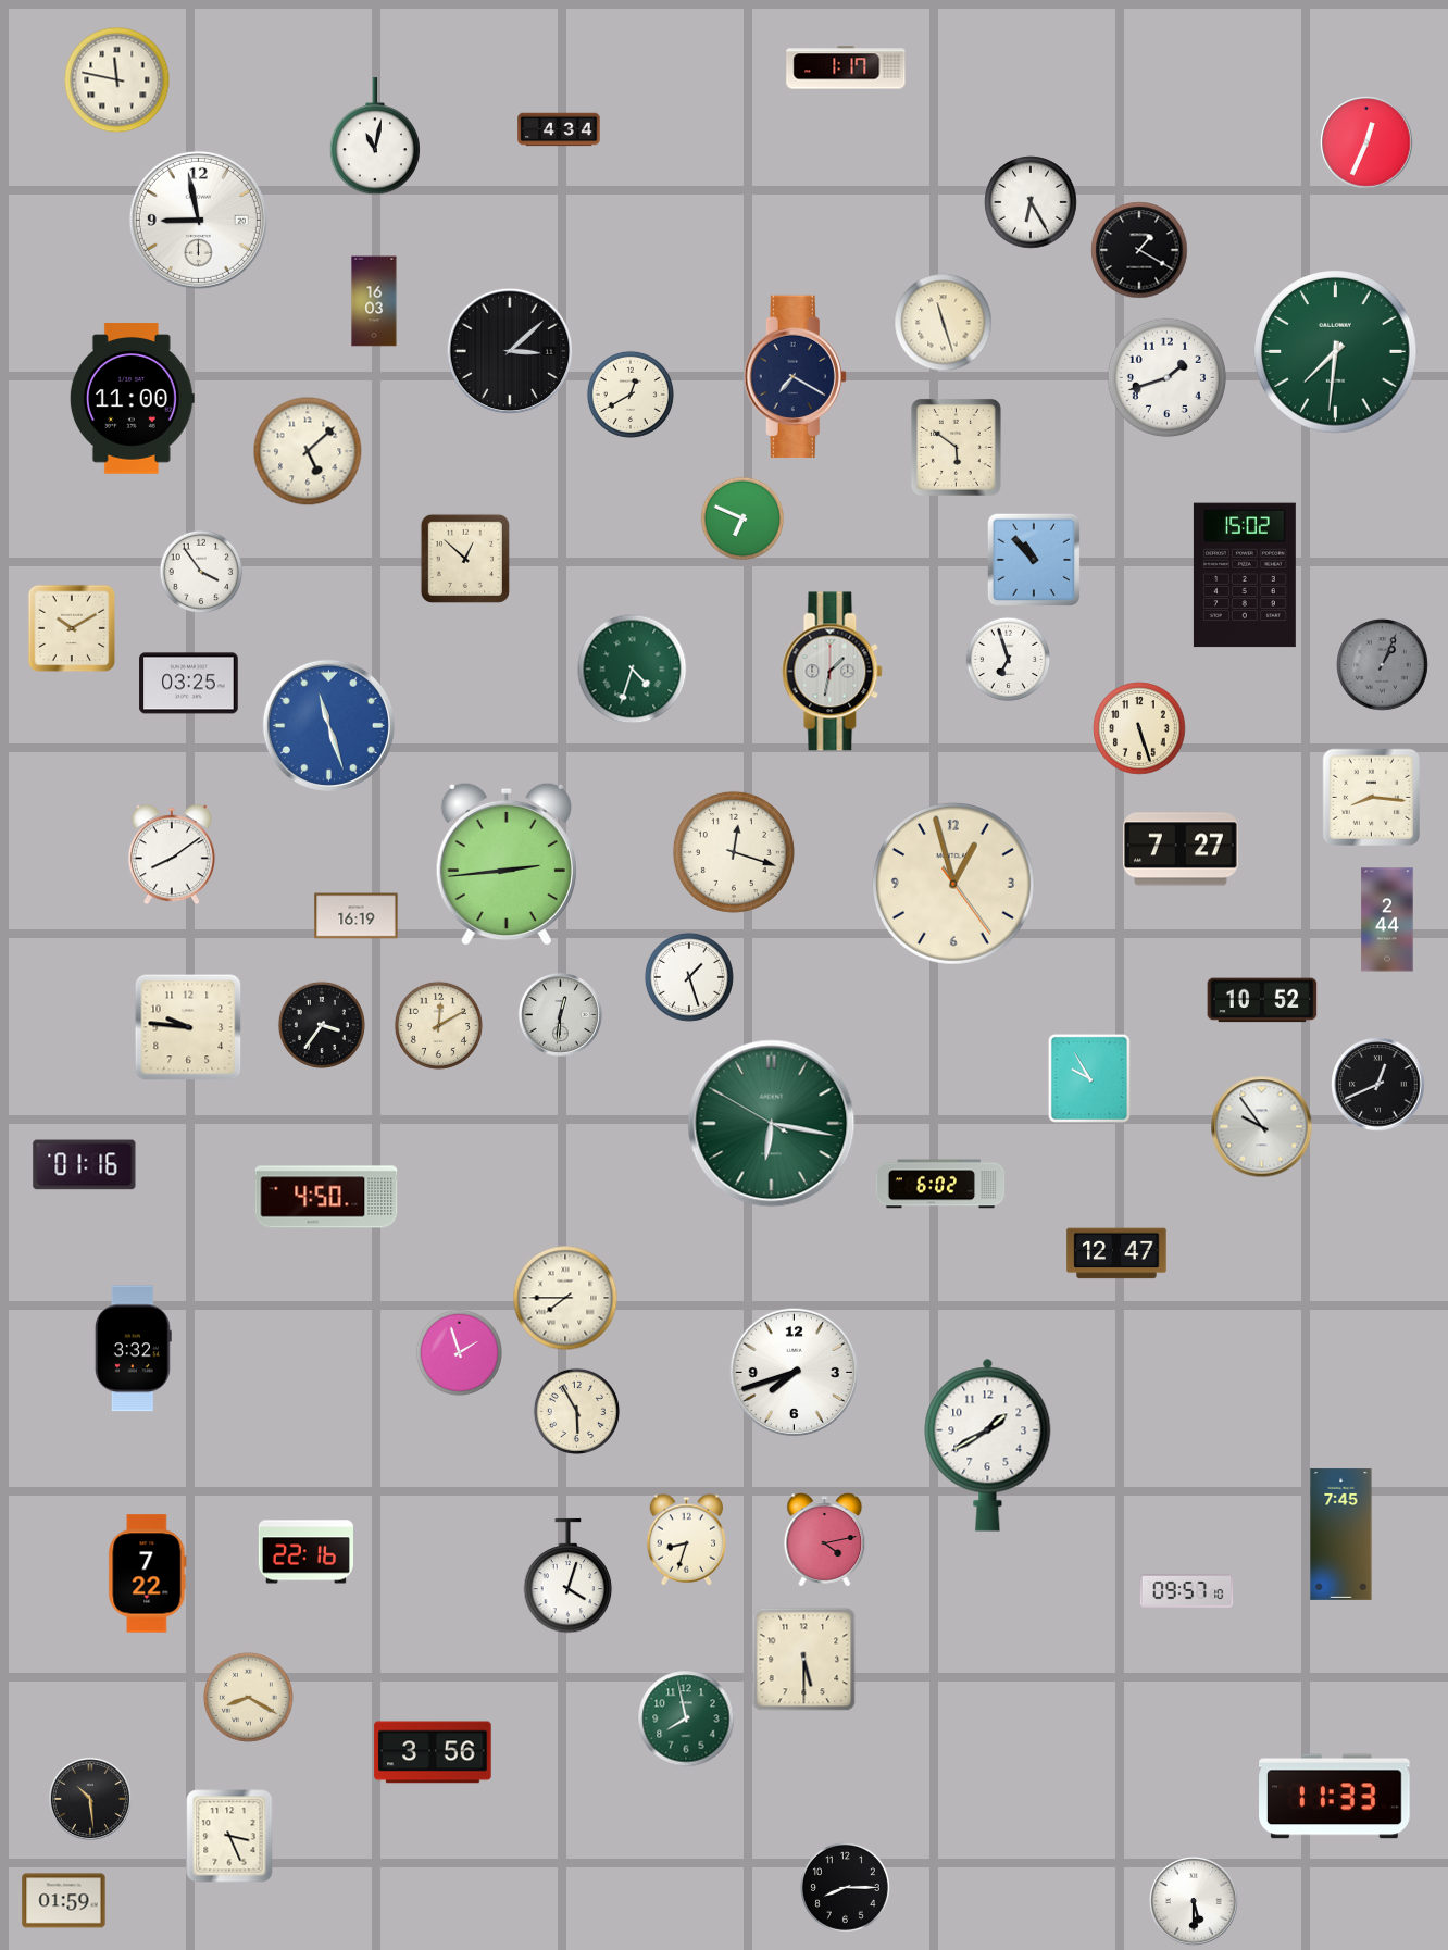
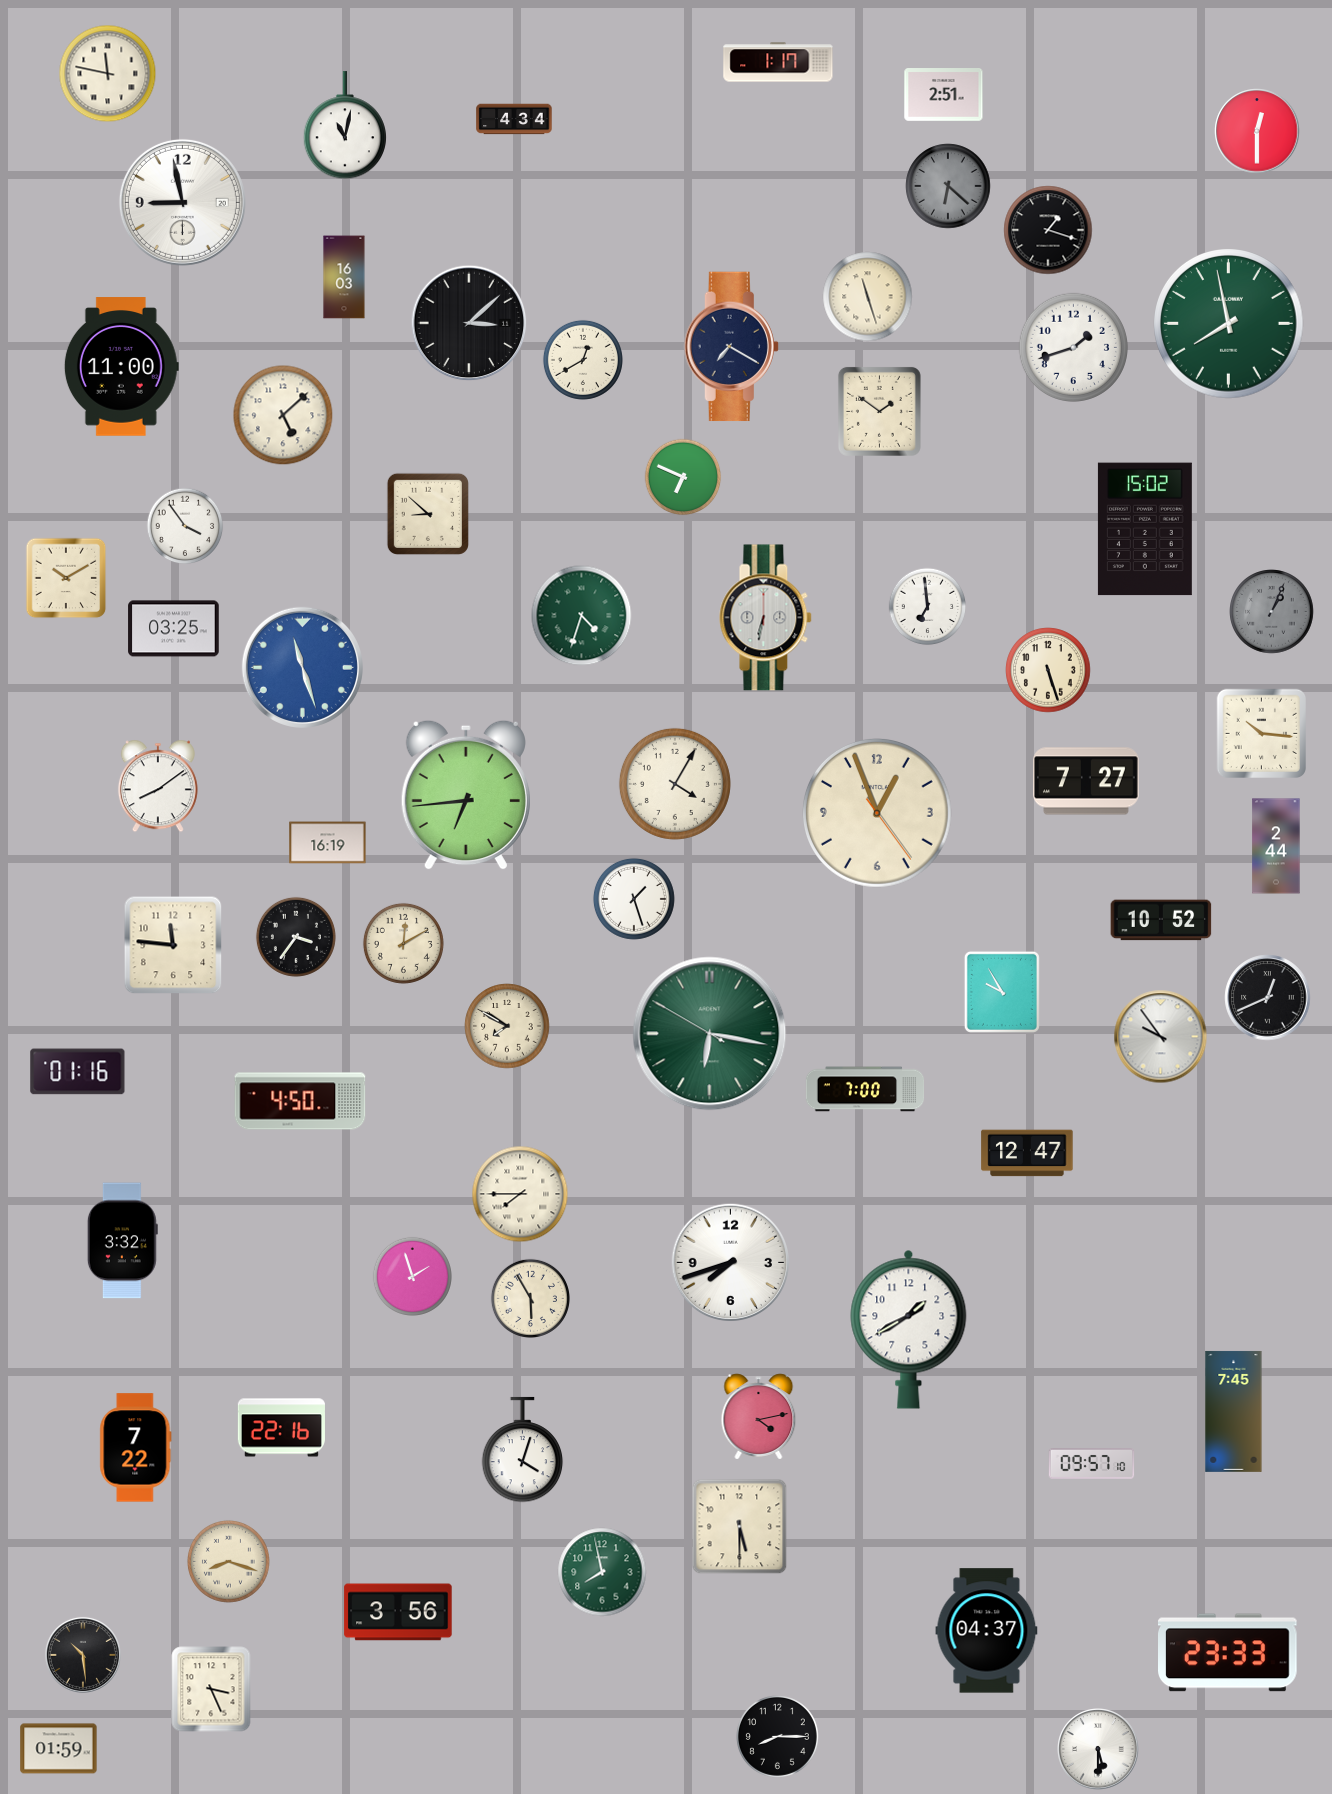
clock at (944, 95): none -> 2:51
clock at (1366, 142): 12:34 -> 12:30
clock at (1031, 202): 6:25 -> 6:22
clock at (1031, 202) dial: white -> grey
clock at (1139, 250): 1:20 -> 1:18
clock at (1336, 352): 7:31 -> 7:58
clock at (631, 395) position: (631, 395) -> (583, 360)
clock at (956, 447): 5:51 -> 1:51
clock at (465, 559): 12:52 -> 8:52
clock at (1034, 560): 10:53 -> none
clock at (1009, 660): 6:57 -> 6:59
clock at (833, 672): 1:32 -> 6:32
clock at (1371, 797): 8:16 -> 10:16
clock at (734, 852): 12:18 -> 4:05
clock at (507, 864): 2:44 -> 6:44
clock at (954, 885): 12:57 -> 12:56
clock at (560, 1014): 12:31 -> none
clock at (322, 1025) position: (322, 1025) -> (296, 937)
clock at (188, 1027): 9:46 -> 11:46
clock at (507, 1026): none -> 7:50
clock at (940, 1184): 6:02 -> 7:00
clock at (459, 1352) position: (459, 1352) -> (412, 1276)
clock at (687, 1540): 8:33 -> none
clock at (248, 1697): 8:20 -> 8:18
clock at (686, 1718) position: (686, 1718) -> (602, 1572)
clock at (987, 1631): none -> 04:37
clock at (1335, 1797): 11:33 -> 23:33
